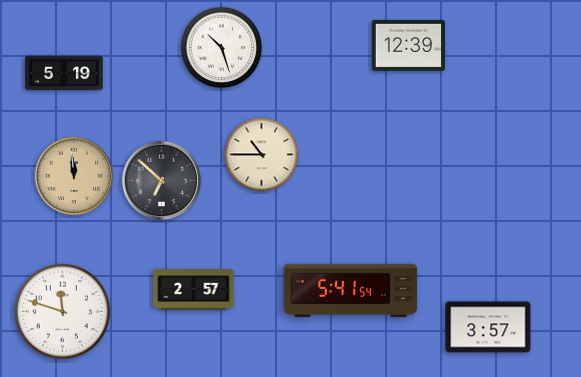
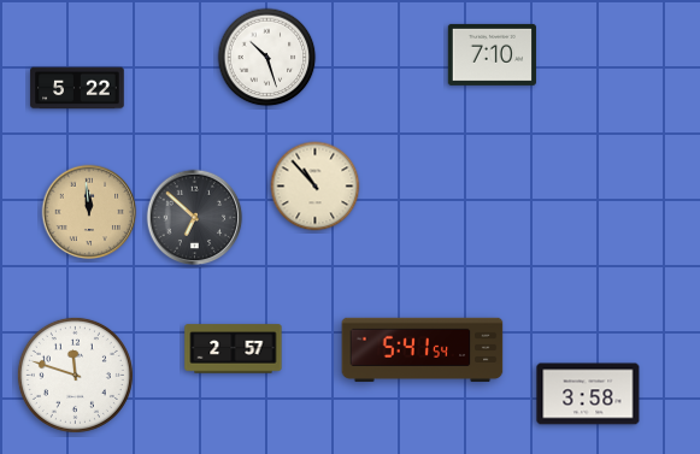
clock at (408, 45): 12:39 -> 7:10
clock at (64, 73): 5:19 -> 5:22
clock at (262, 155): 10:45 -> 10:53
clock at (488, 327): 3:57 -> 3:58
